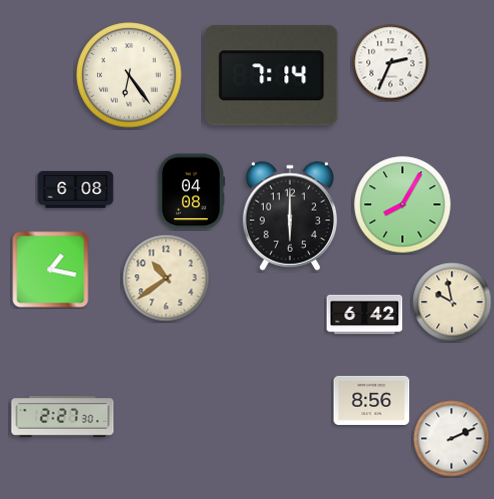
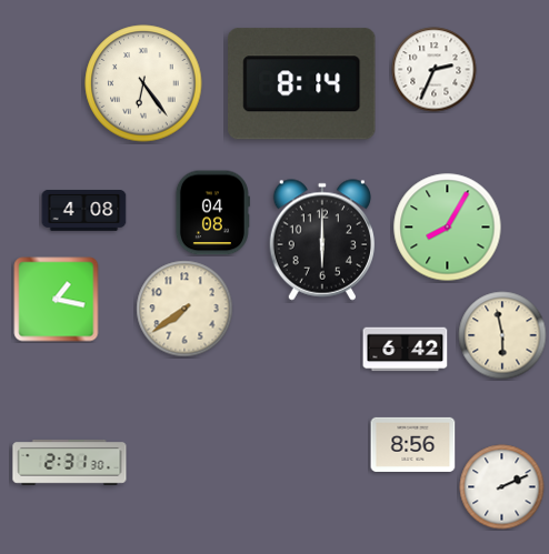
clock at (272, 76): 7:14 -> 8:14
clock at (76, 190): 6:08 -> 4:08
clock at (166, 278): 10:39 -> 7:39
clock at (452, 302): 9:58 -> 5:58
clock at (63, 417): 2:27 -> 2:31
